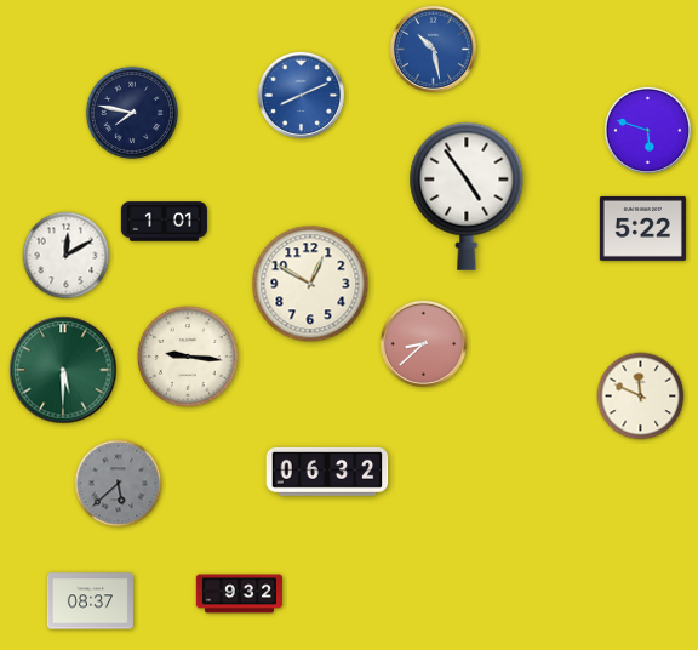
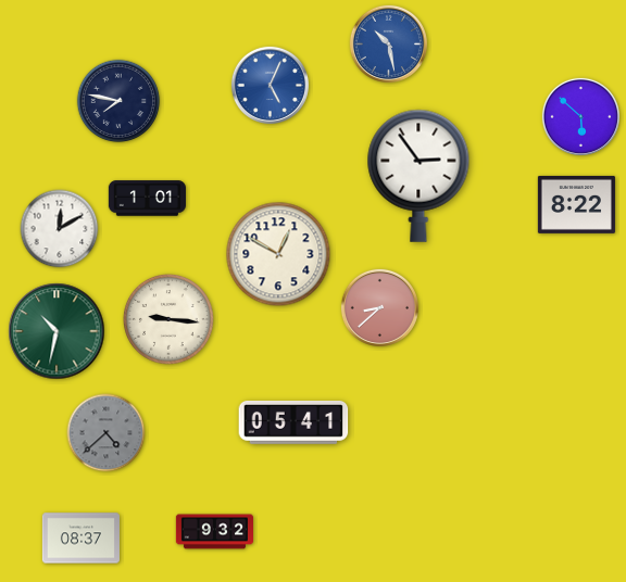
clock at (301, 95): 8:11 -> 5:04
clock at (647, 130): 5:48 -> 5:52
clock at (467, 196): 4:54 -> 2:54
clock at (642, 228): 5:22 -> 8:22
clock at (63, 370): 5:30 -> 10:32
clock at (641, 397): 11:49 -> none
clock at (327, 472): 06:32 -> 05:41
clock at (119, 484): 5:38 -> 4:38
